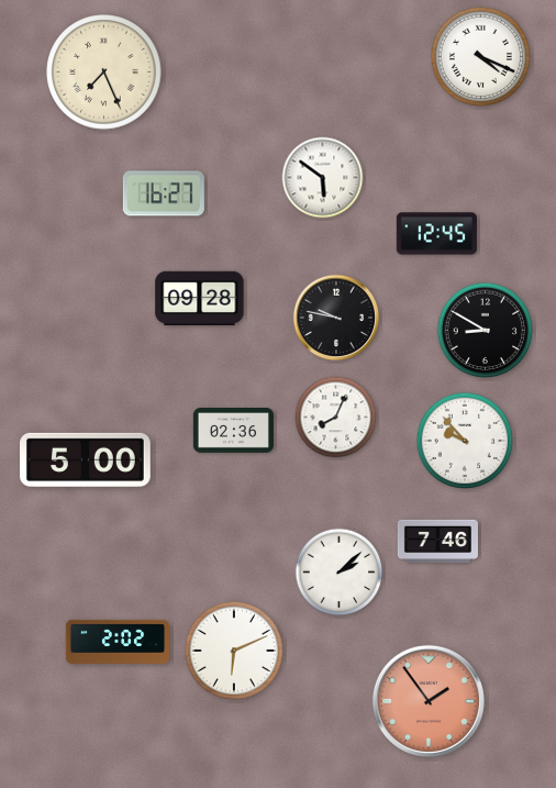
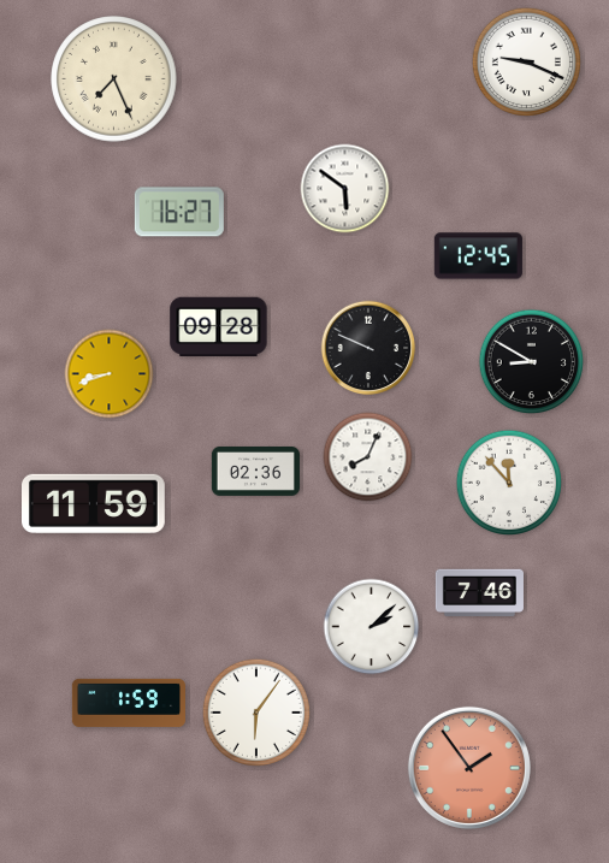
clock at (480, 56): 4:19 -> 9:19
clock at (323, 178) position: (323, 178) -> (345, 189)
clock at (336, 318): 9:47 -> 9:49
clock at (110, 374): none -> 8:42
clock at (465, 441): 9:53 -> 11:53
clock at (86, 459): 5:00 -> 11:59
clock at (116, 642): 2:02 -> 1:59
clock at (233, 650): 6:11 -> 6:06
